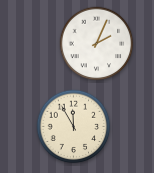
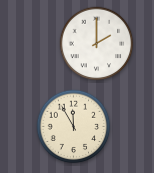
clock at (97, 44): 2:04 -> 2:00
